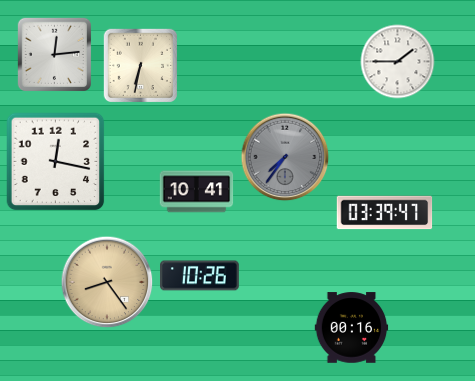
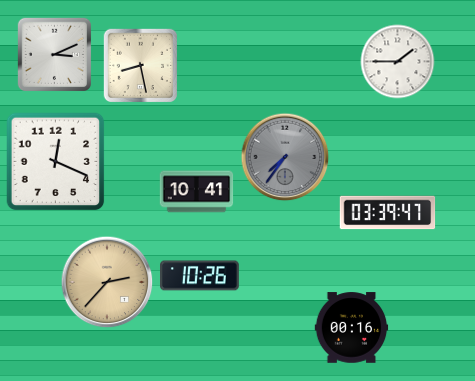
clock at (54, 54): 12:14 -> 3:11
clock at (140, 65): 6:32 -> 8:28
clock at (56, 162): 12:17 -> 12:19
clock at (385, 213) position: (385, 213) -> (388, 213)
clock at (107, 282): 8:24 -> 2:37
